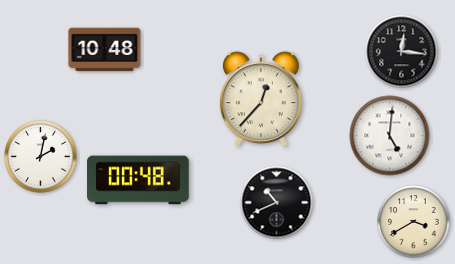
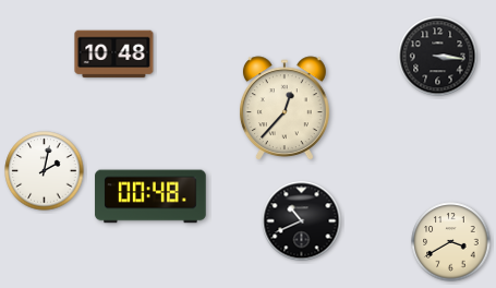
clock at (402, 52): 12:16 -> 3:16
clock at (390, 136): 5:01 -> none
